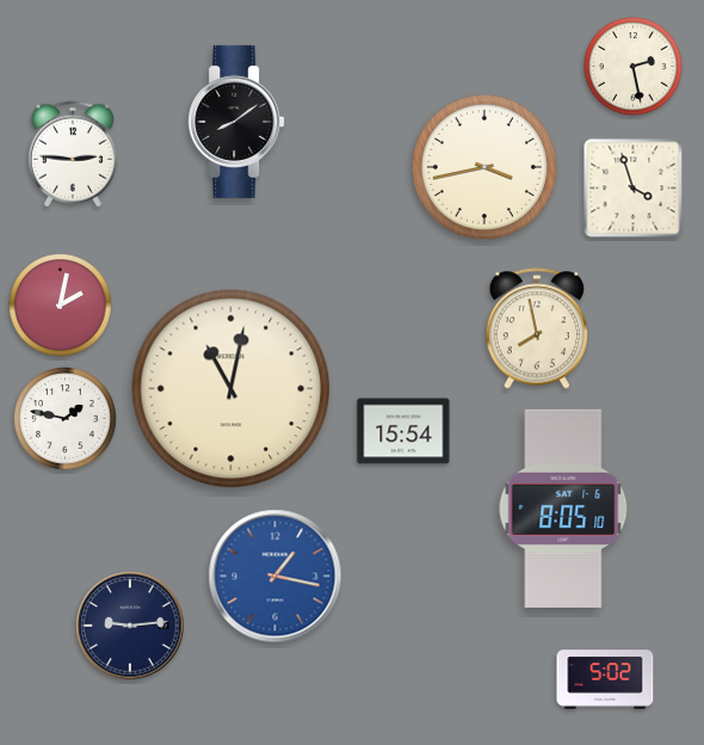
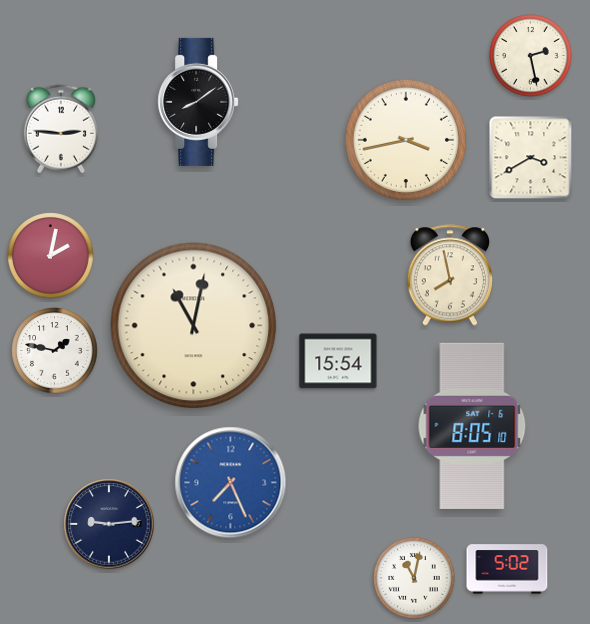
clock at (634, 189): 3:57 -> 3:40
clock at (276, 577): 1:17 -> 7:26
clock at (415, 579): none -> 11:02
